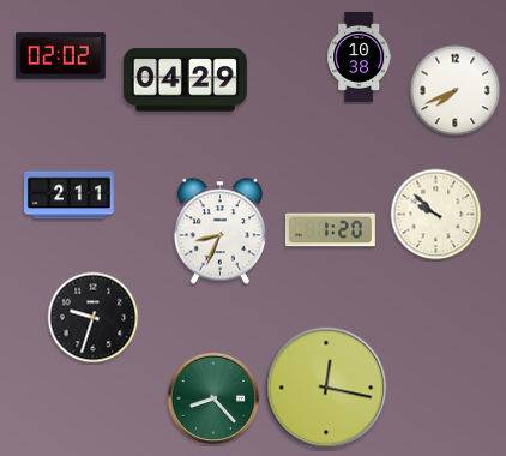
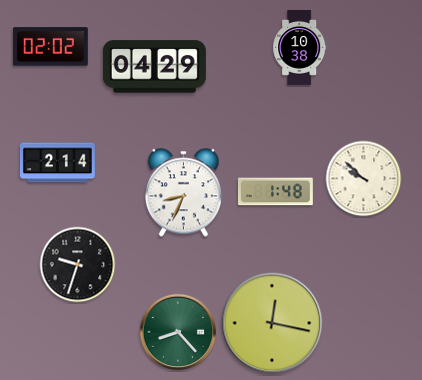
clock at (456, 91): 7:41 -> none
clock at (68, 196): 2:11 -> 2:14
clock at (330, 230): 1:20 -> 1:48
